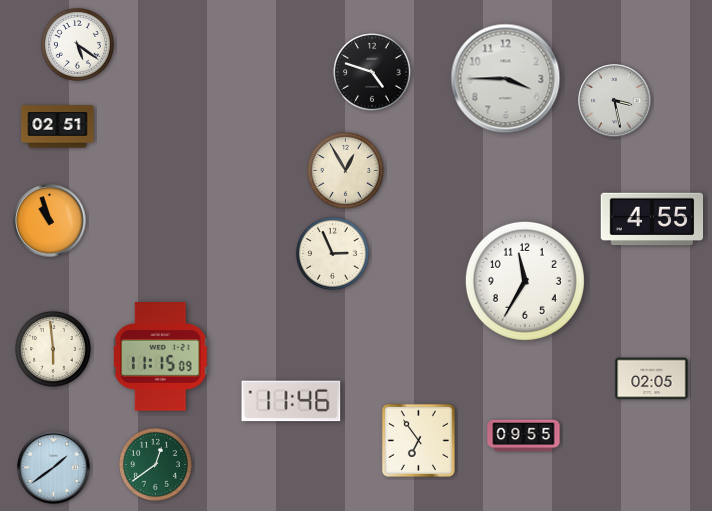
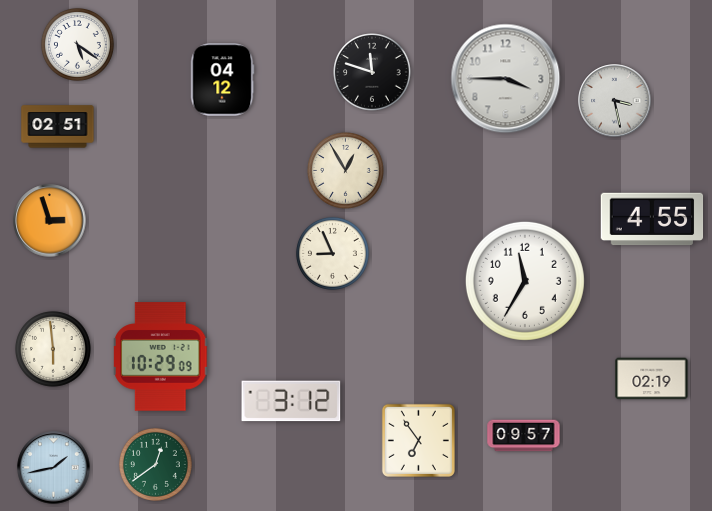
clock at (372, 72): 4:48 -> 11:48
clock at (223, 80): none -> 04:12
clock at (50, 221): 10:57 -> 2:57
clock at (332, 253): 2:56 -> 8:56
clock at (162, 357): 11:15 -> 10:29
clock at (652, 379): 02:05 -> 02:19
clock at (291, 401): 11:46 -> 3:12
clock at (524, 436): 09:55 -> 09:57
clock at (54, 468): 1:39 -> 1:43
